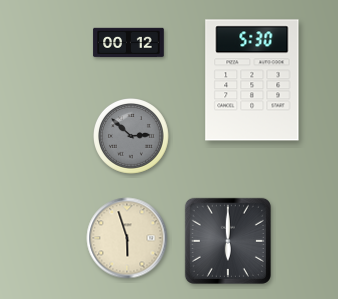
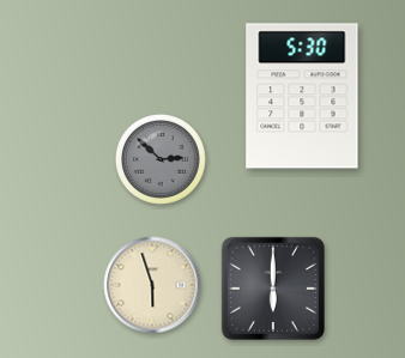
clock at (129, 43): 00:12 -> none
clock at (132, 137) position: (132, 137) -> (162, 160)
